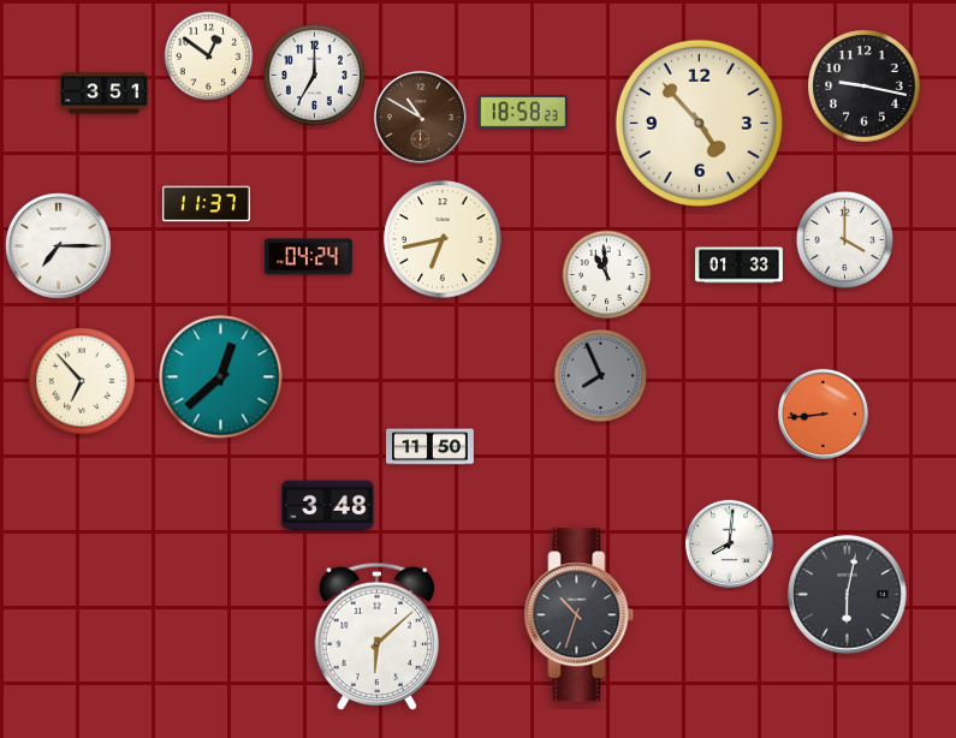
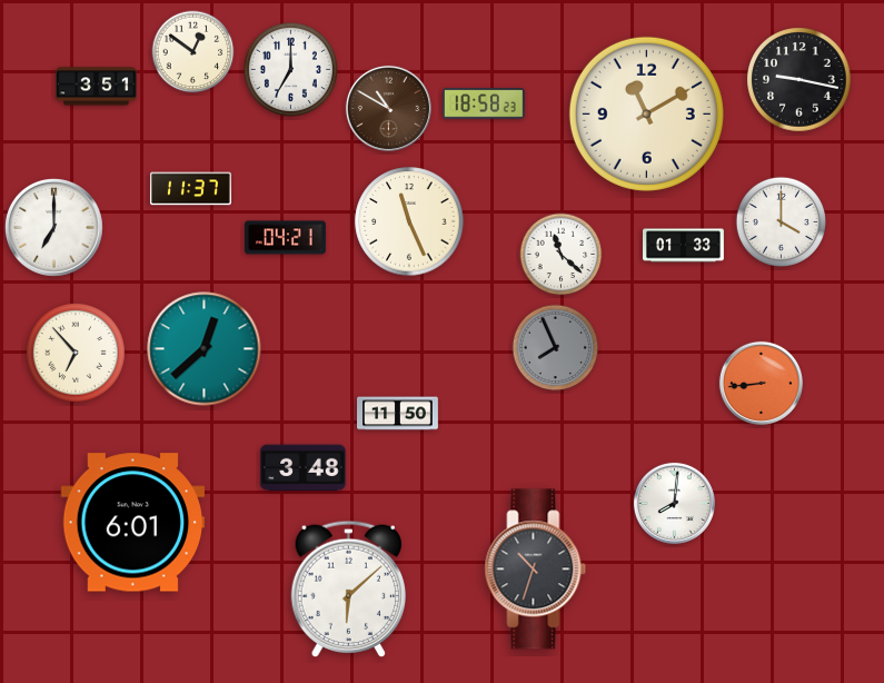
clock at (699, 123): 4:53 -> 11:10
clock at (443, 239): 6:43 -> 11:26
clock at (58, 245): 7:15 -> 7:00
clock at (308, 257): 04:24 -> 04:21
clock at (607, 275): 10:59 -> 11:22
clock at (133, 523): none -> 6:01
clock at (848, 595): 6:02 -> none
